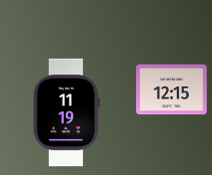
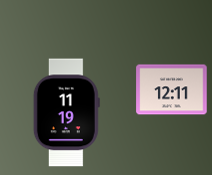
clock at (172, 90): 12:15 -> 12:11
